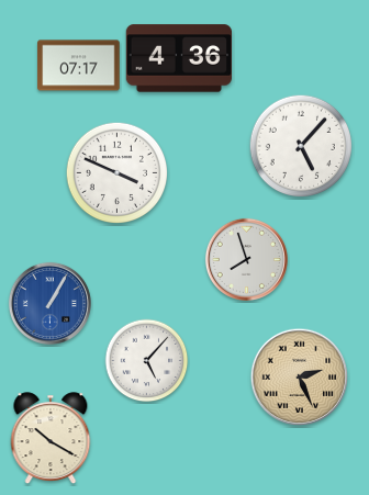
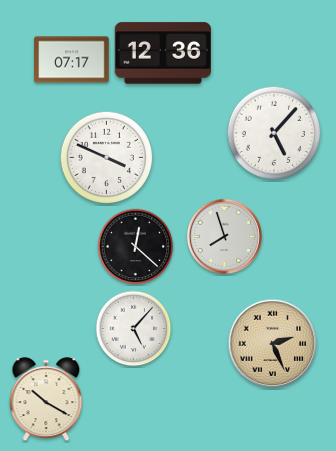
clock at (178, 58): 4:36 -> 12:36
clock at (136, 247): none -> 12:22
clock at (49, 303): 1:05 -> none
